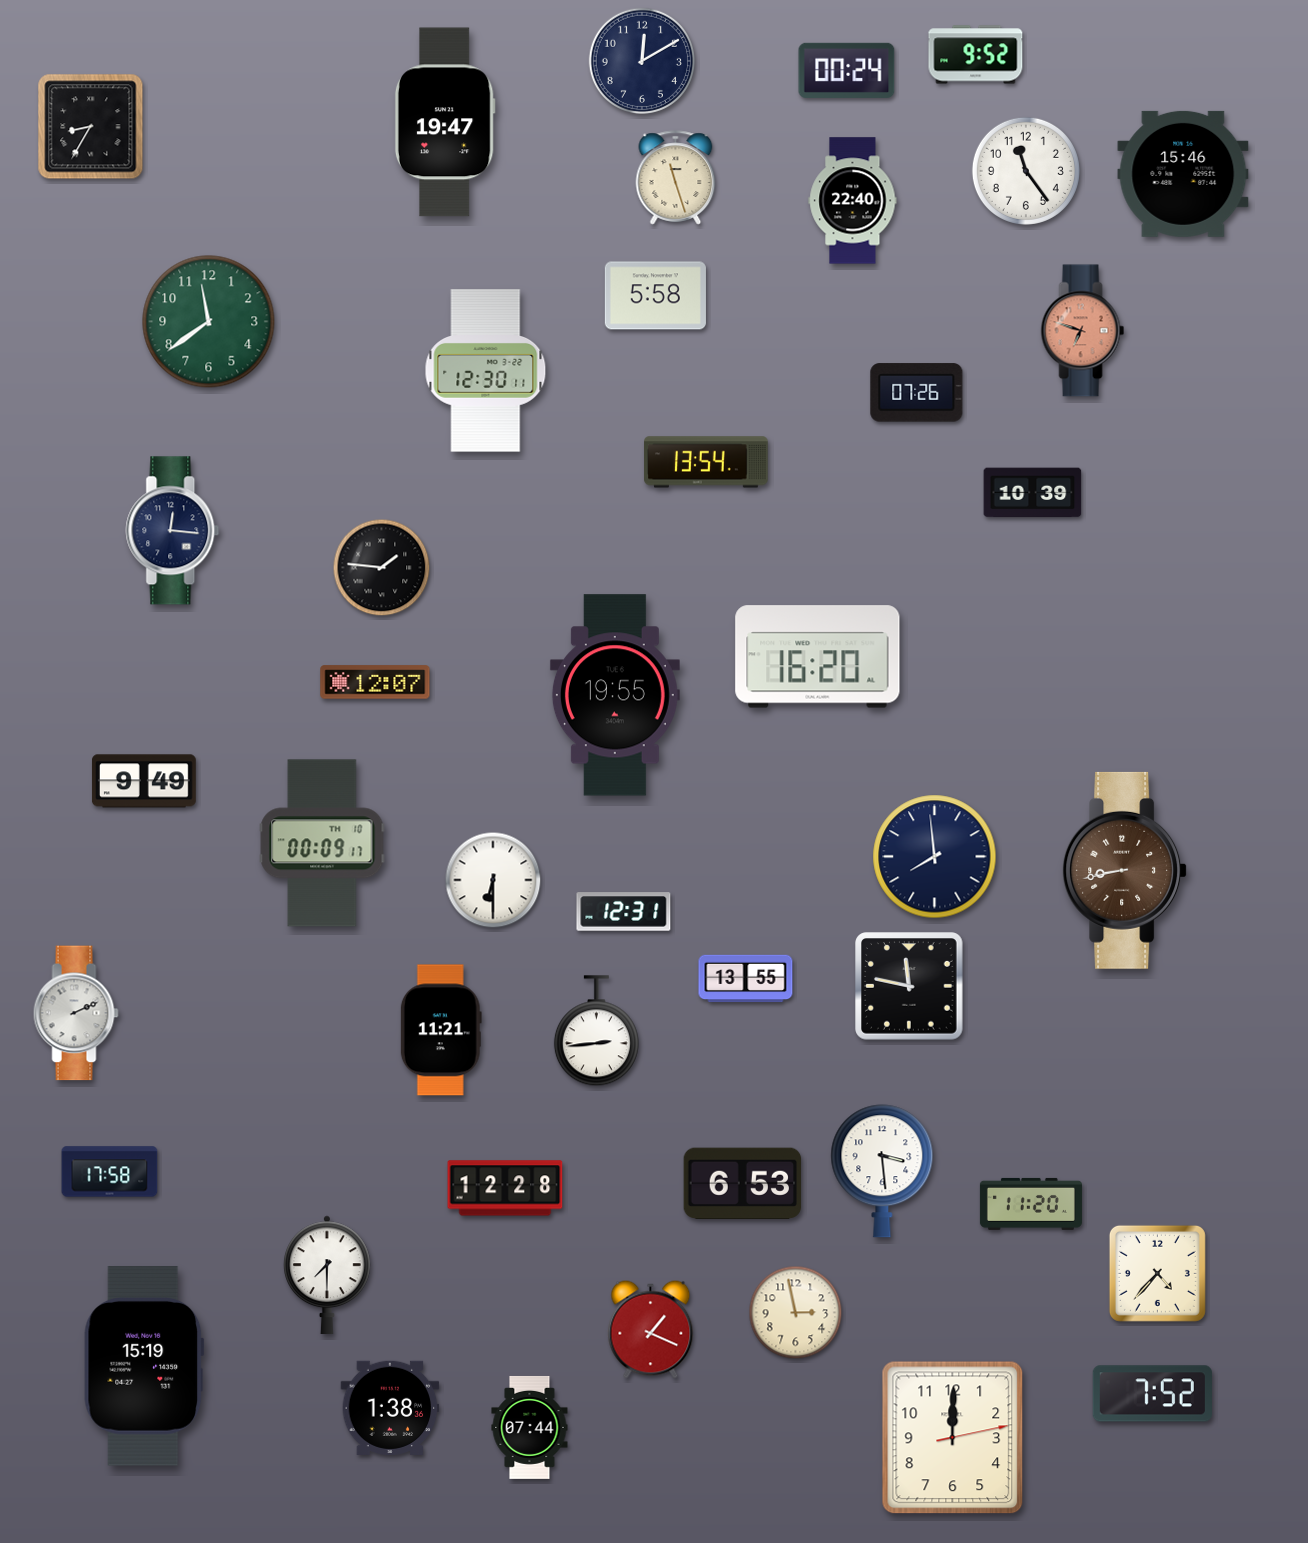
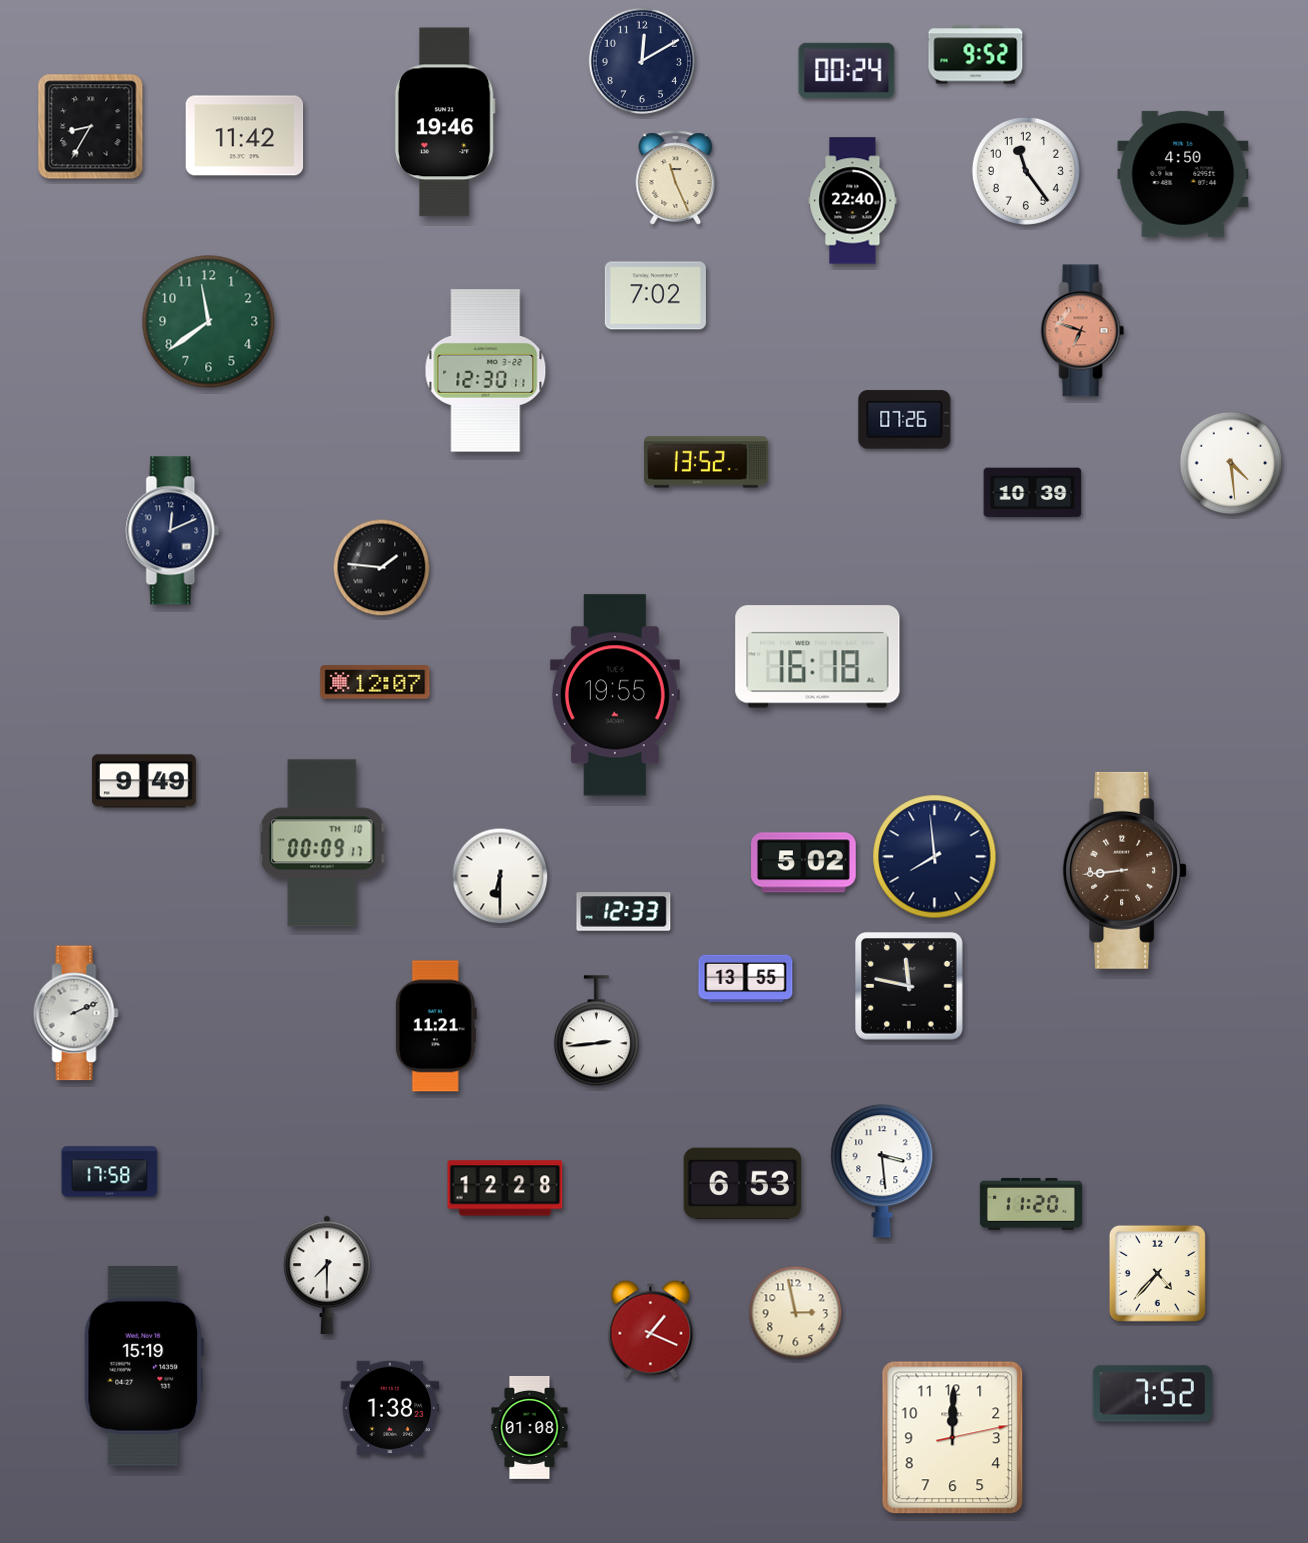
clock at (445, 122): 19:47 -> 19:46
clock at (245, 136): none -> 11:42
clock at (1183, 174): 15:46 -> 4:50
clock at (676, 178): 11:27 -> 11:26
clock at (655, 296): 5:58 -> 7:02
clock at (917, 393) position: (917, 393) -> (905, 420)
clock at (706, 462): 13:54 -> 13:52
clock at (1231, 463): none -> 4:29
clock at (173, 531): 12:16 -> 12:11
clock at (818, 657): 16:20 -> 16:18
clock at (804, 863): none -> 5:02
clock at (1125, 870): 8:43 -> 8:44
clock at (493, 880) position: (493, 880) -> (500, 876)
clock at (624, 912): 12:31 -> 12:33
clock at (441, 1030) position: (441, 1030) -> (436, 1026)
clock at (390, 1408): 1:38:36 -> 1:38:23
clock at (530, 1427): 07:44 -> 01:08
